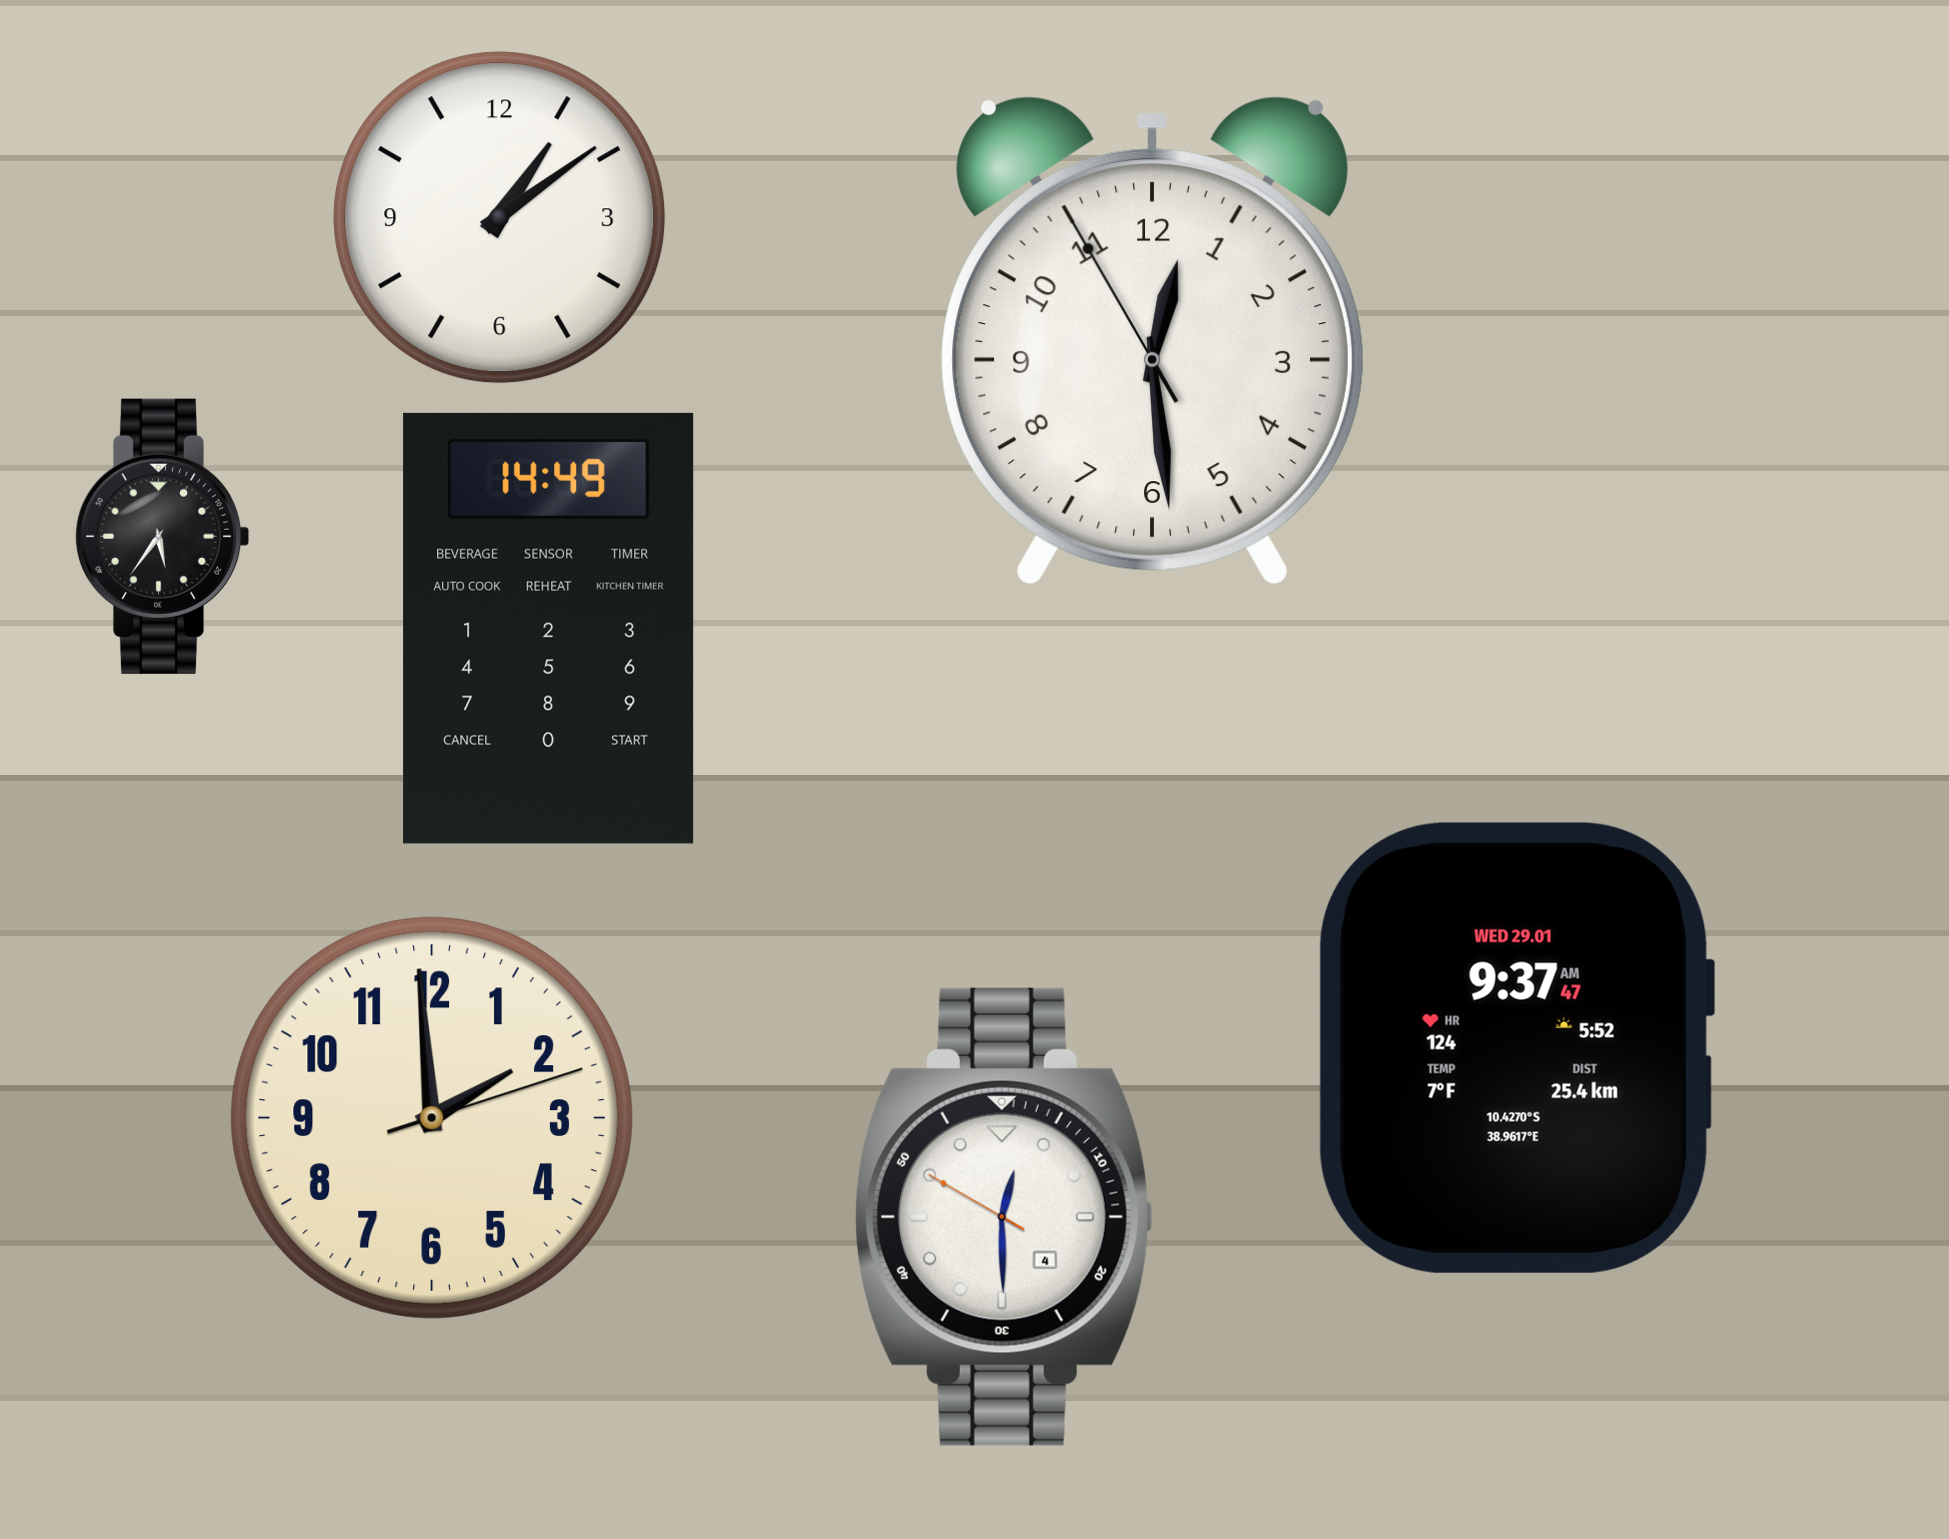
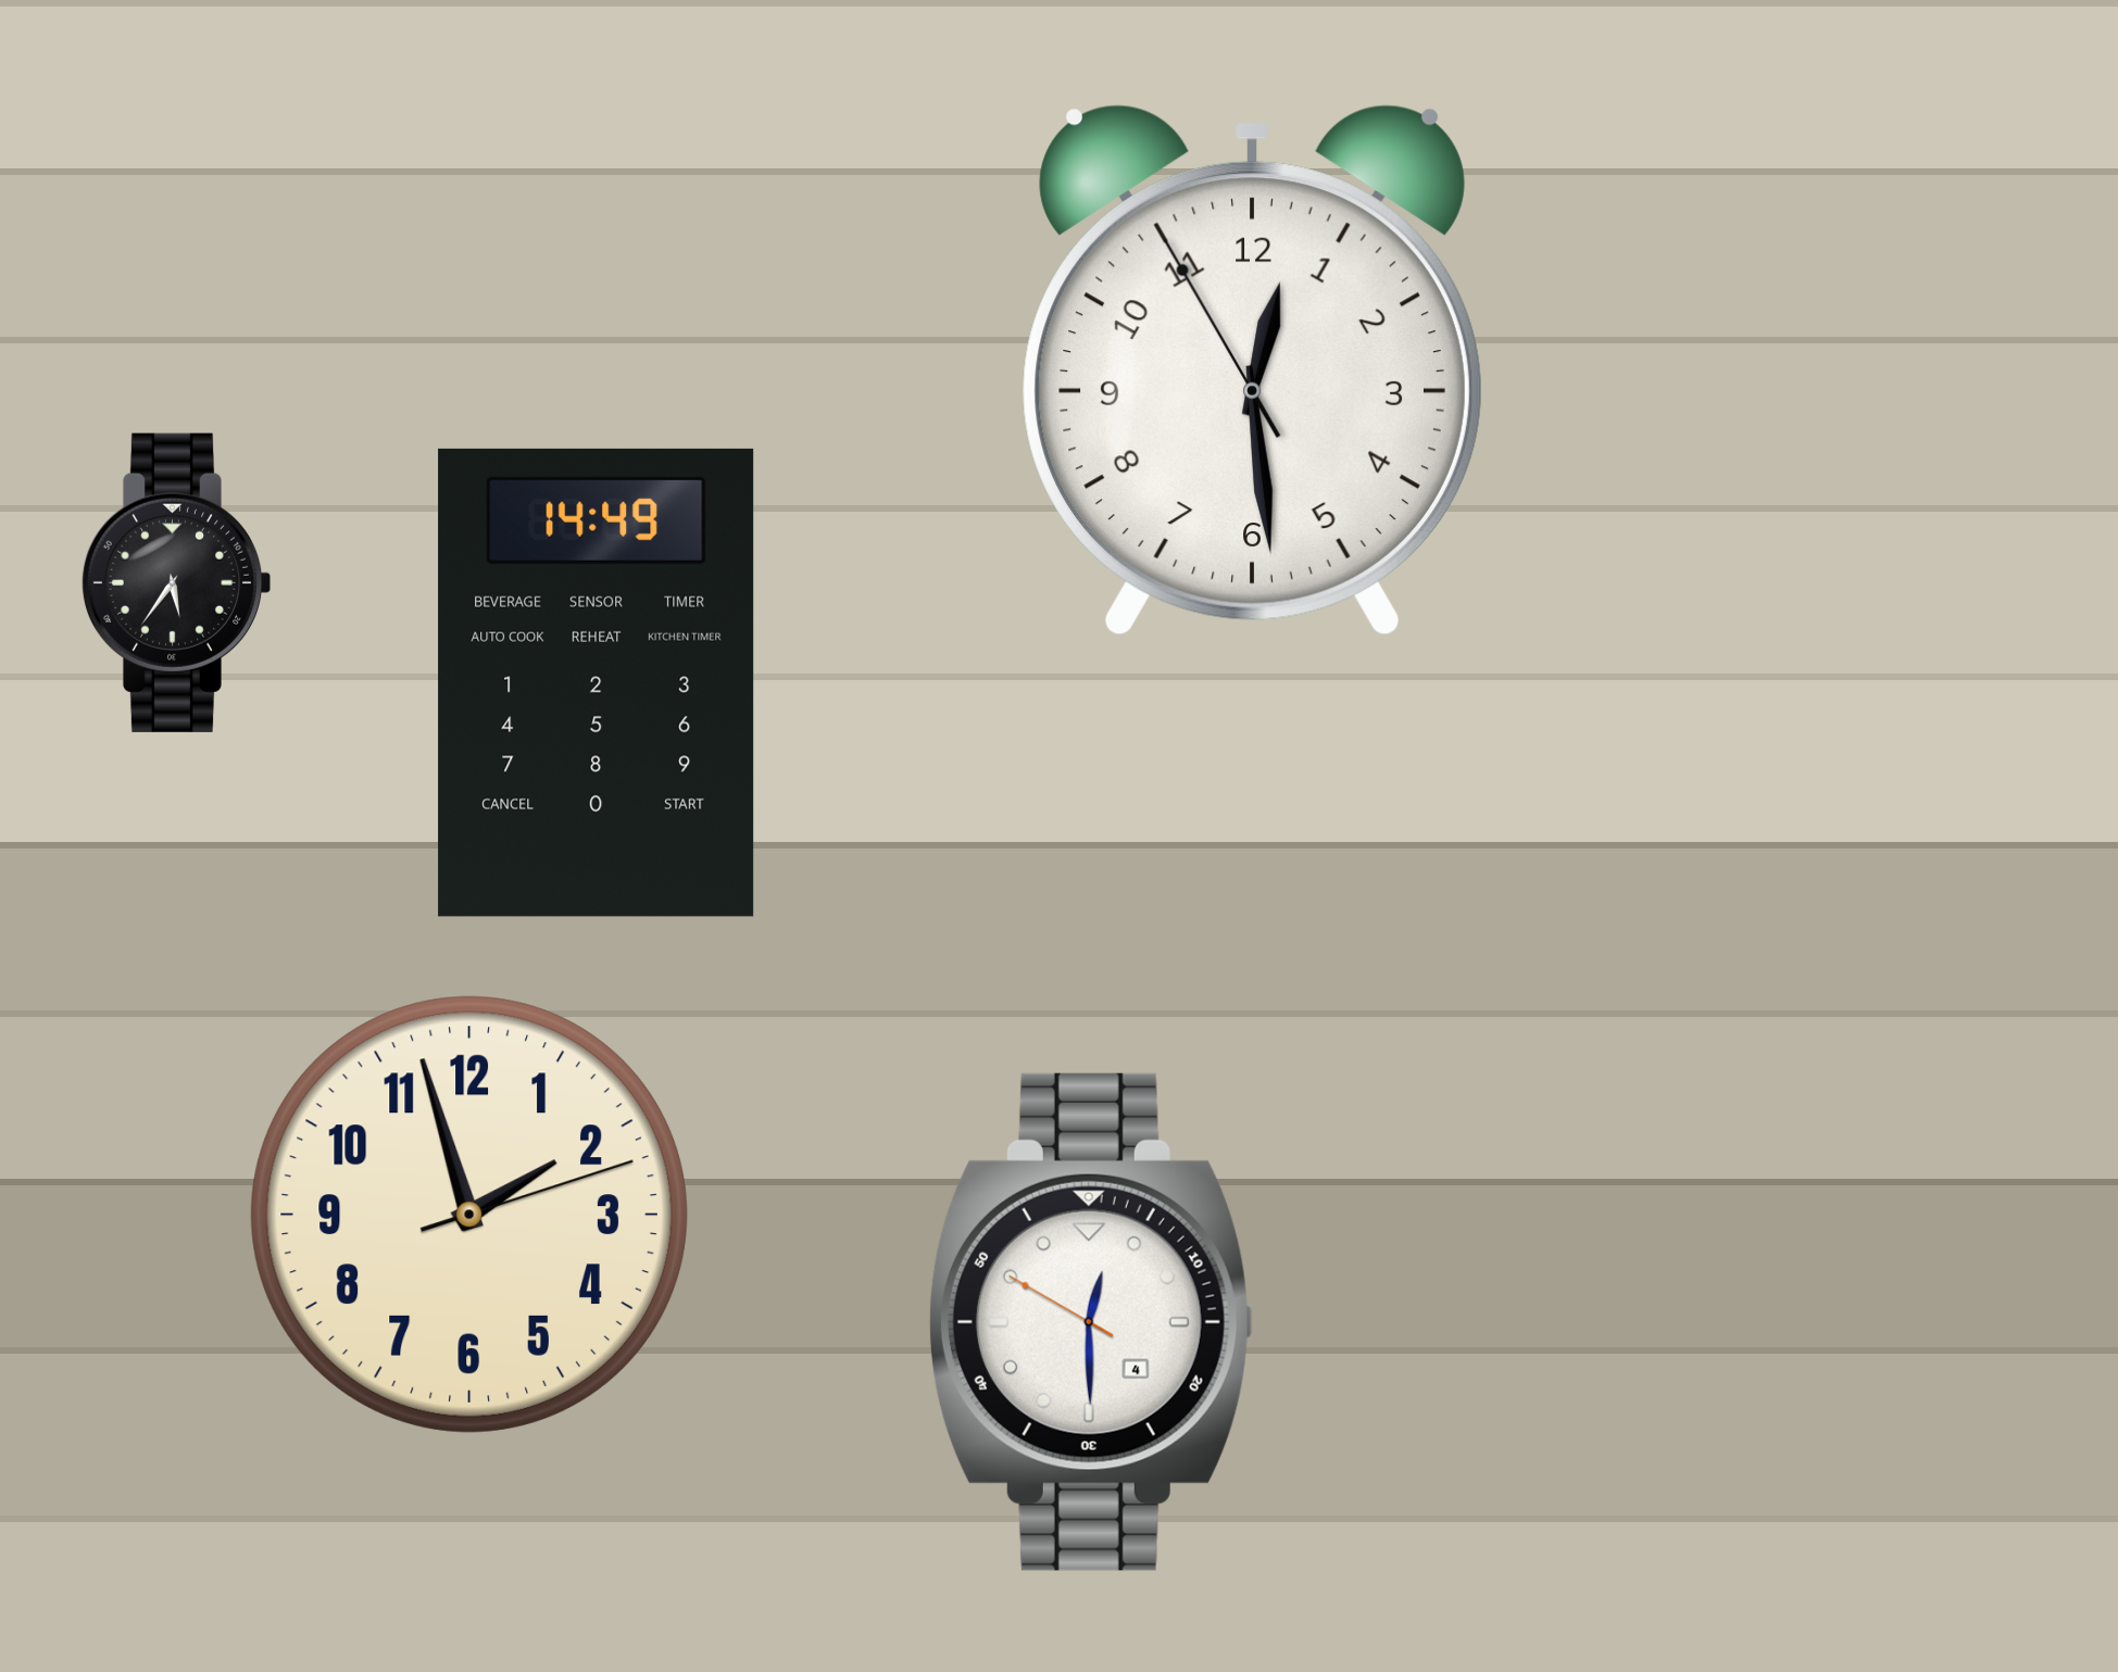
clock at (500, 218): 1:09 -> none
clock at (1517, 1048): 9:37 -> none
clock at (432, 1118): 1:59 -> 1:57
